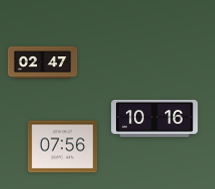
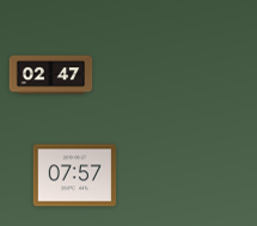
clock at (155, 118): 10:16 -> none
clock at (63, 147): 07:56 -> 07:57
